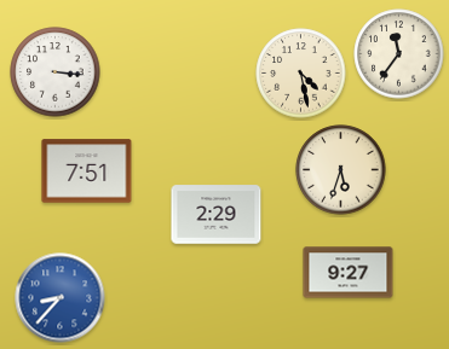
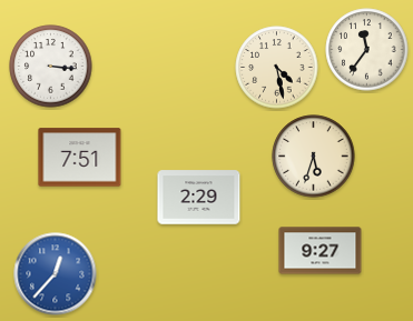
clock at (61, 298): 8:37 -> 12:37
